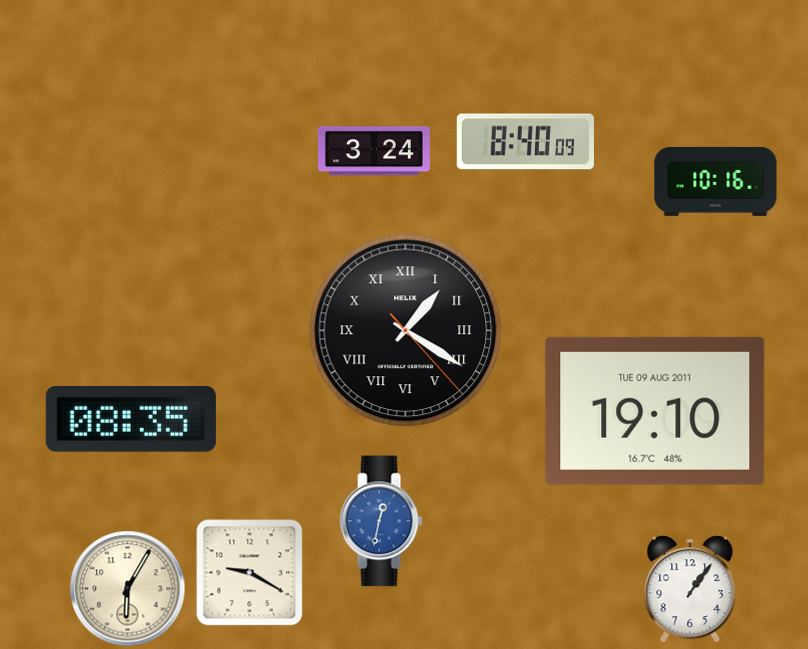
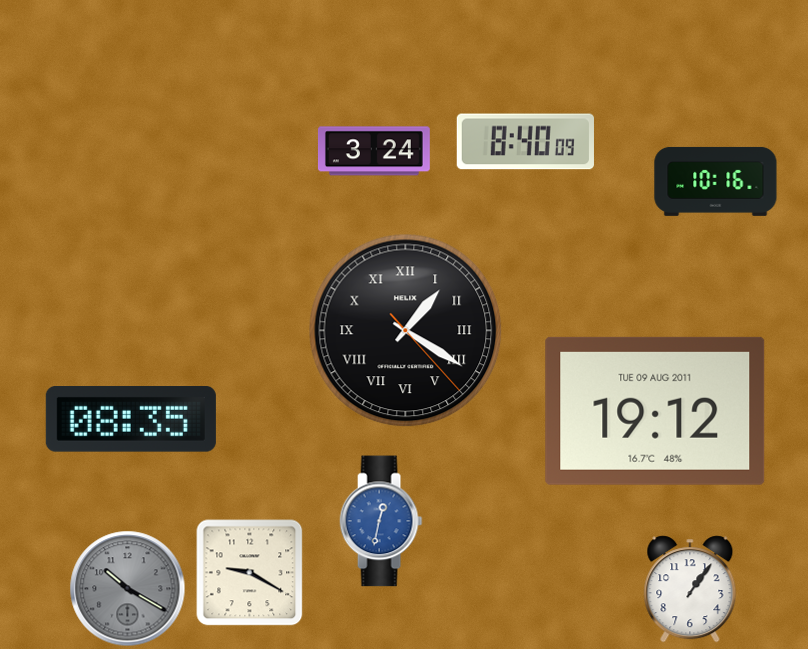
clock at (655, 411): 19:10 -> 19:12
clock at (128, 589): 6:05 -> 10:20
clock at (128, 589) dial: cream -> grey
